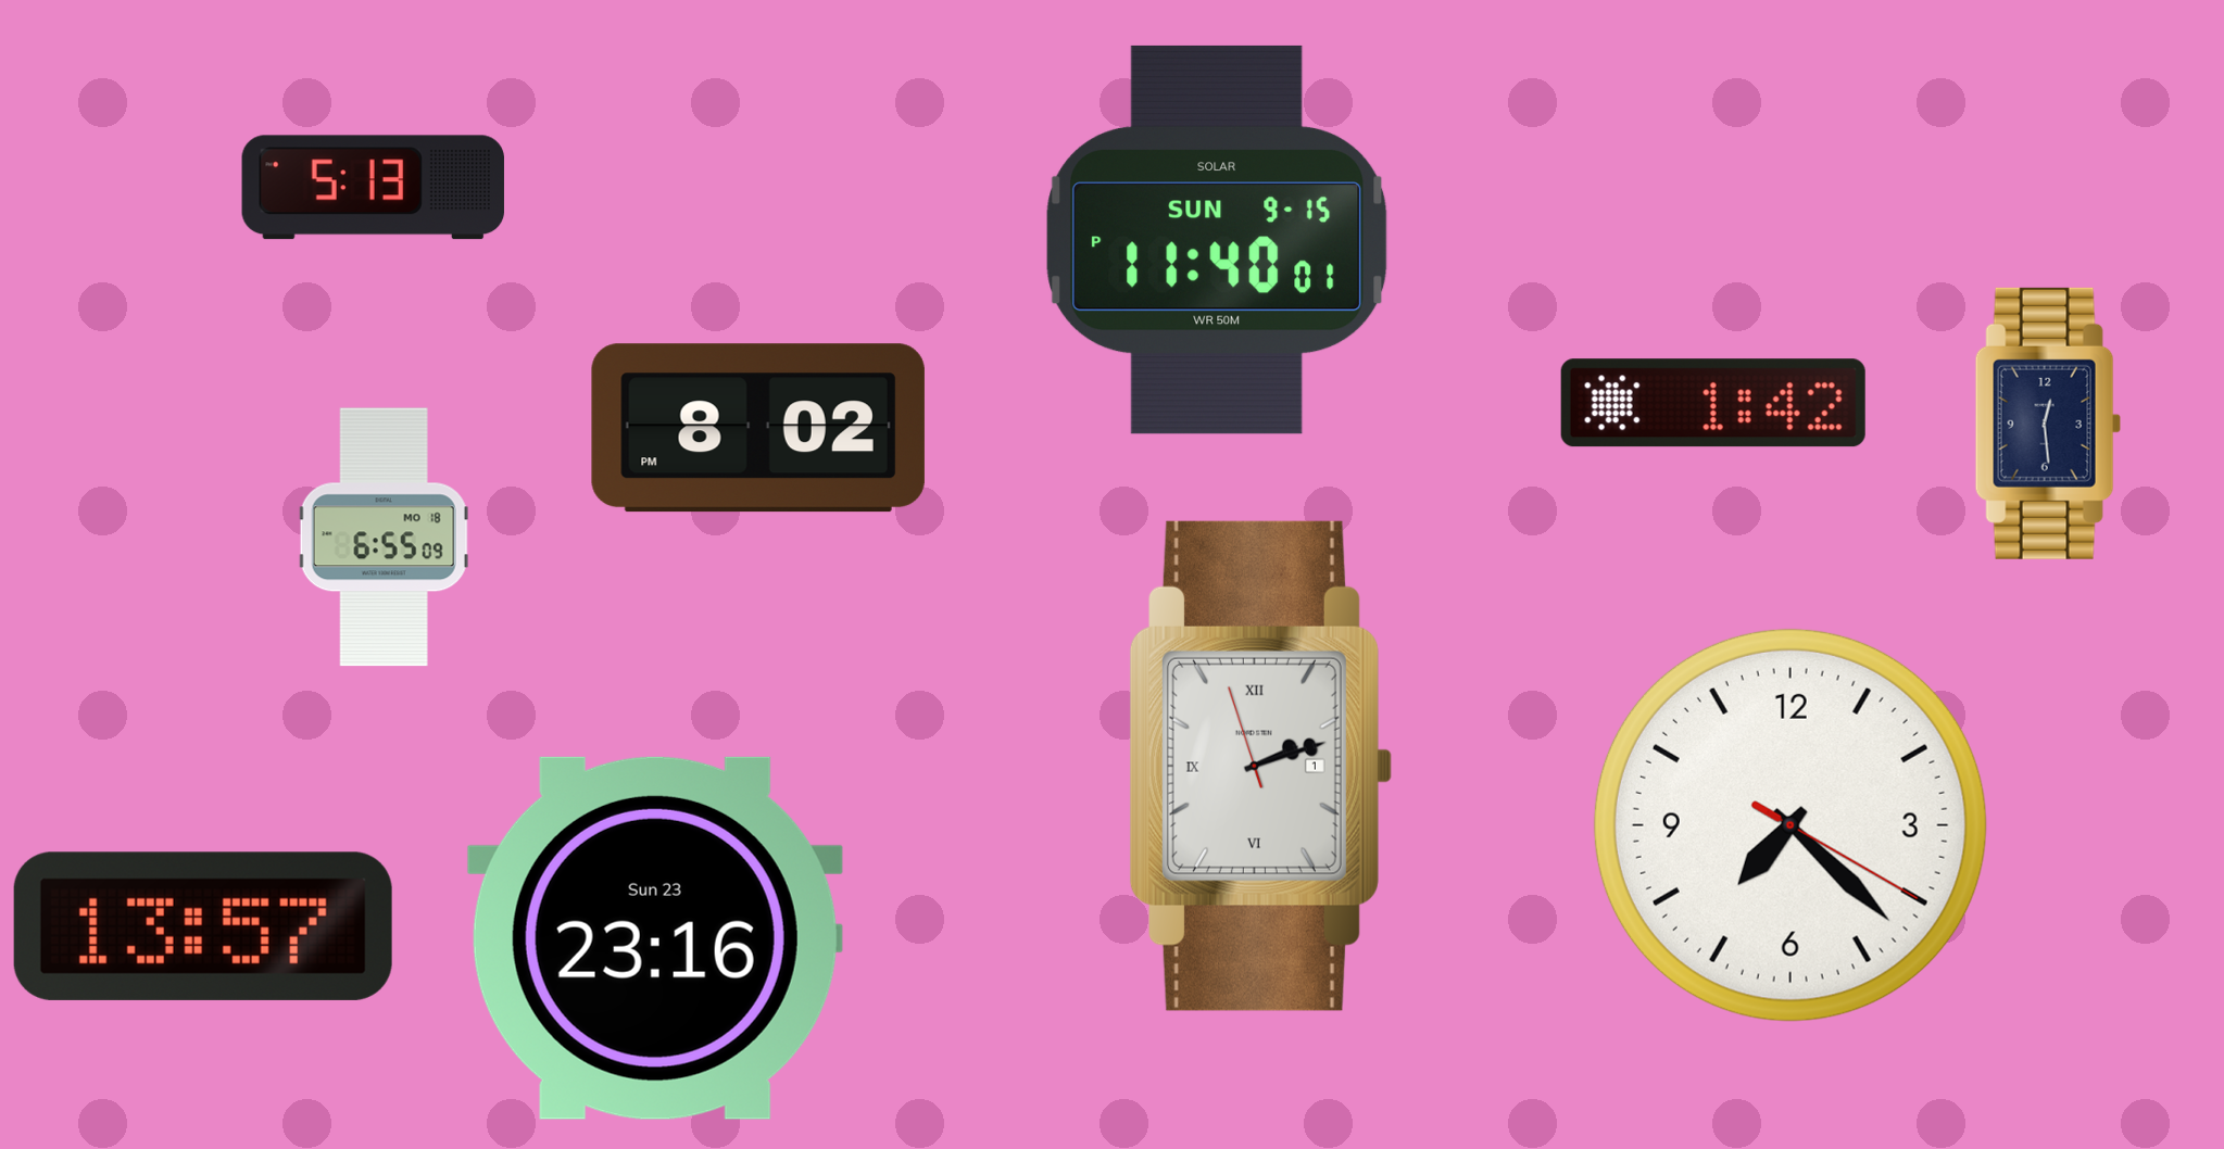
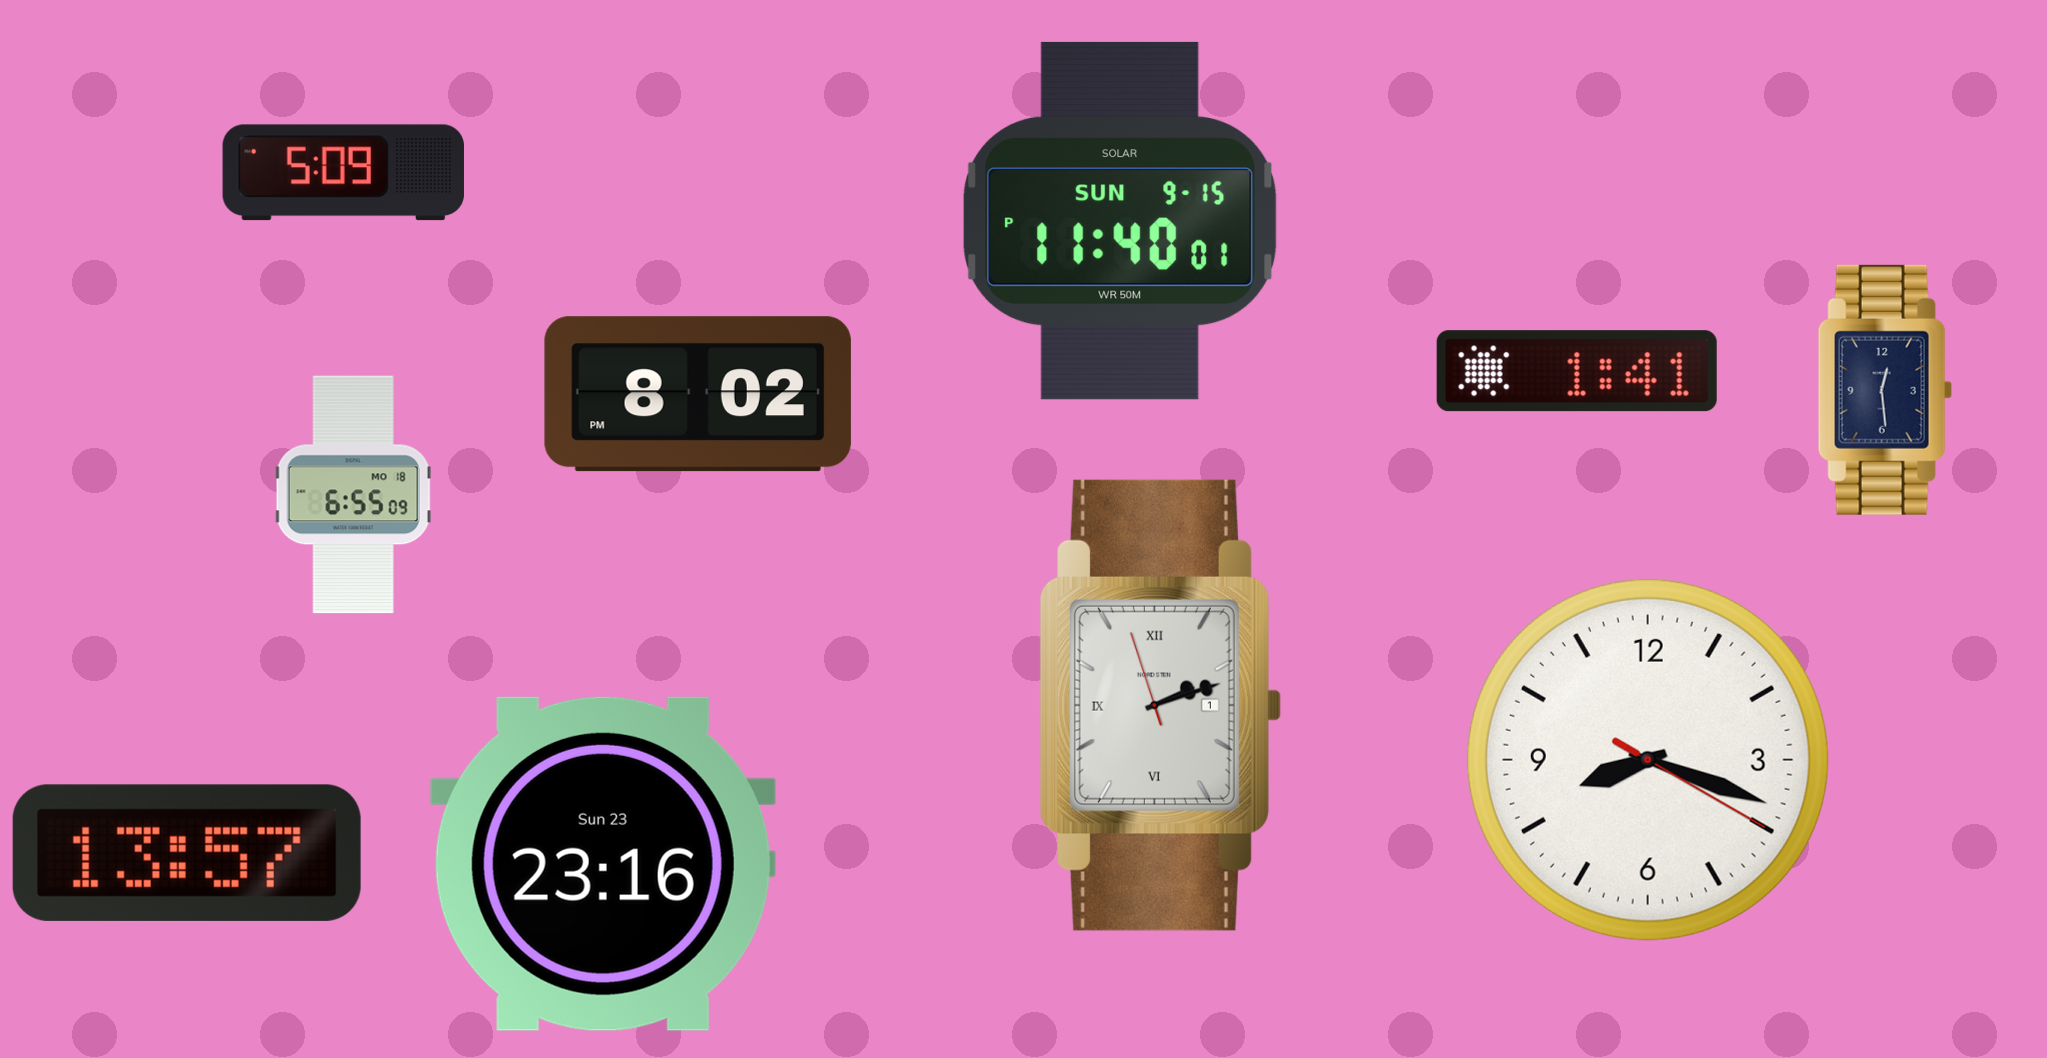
clock at (373, 188): 5:13 -> 5:09
clock at (1713, 403): 1:42 -> 1:41
clock at (1790, 825): 7:22 -> 8:18
